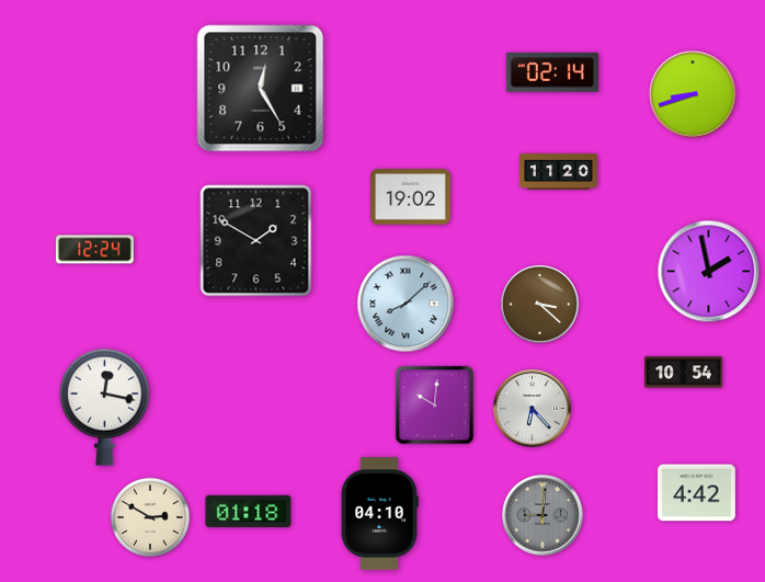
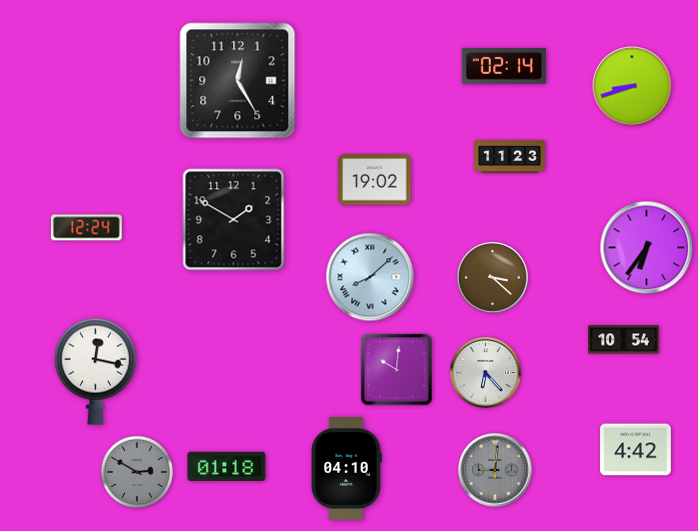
clock at (559, 172): 11:20 -> 11:23
clock at (709, 272): 1:58 -> 6:36
clock at (150, 517) dial: cream -> grey
